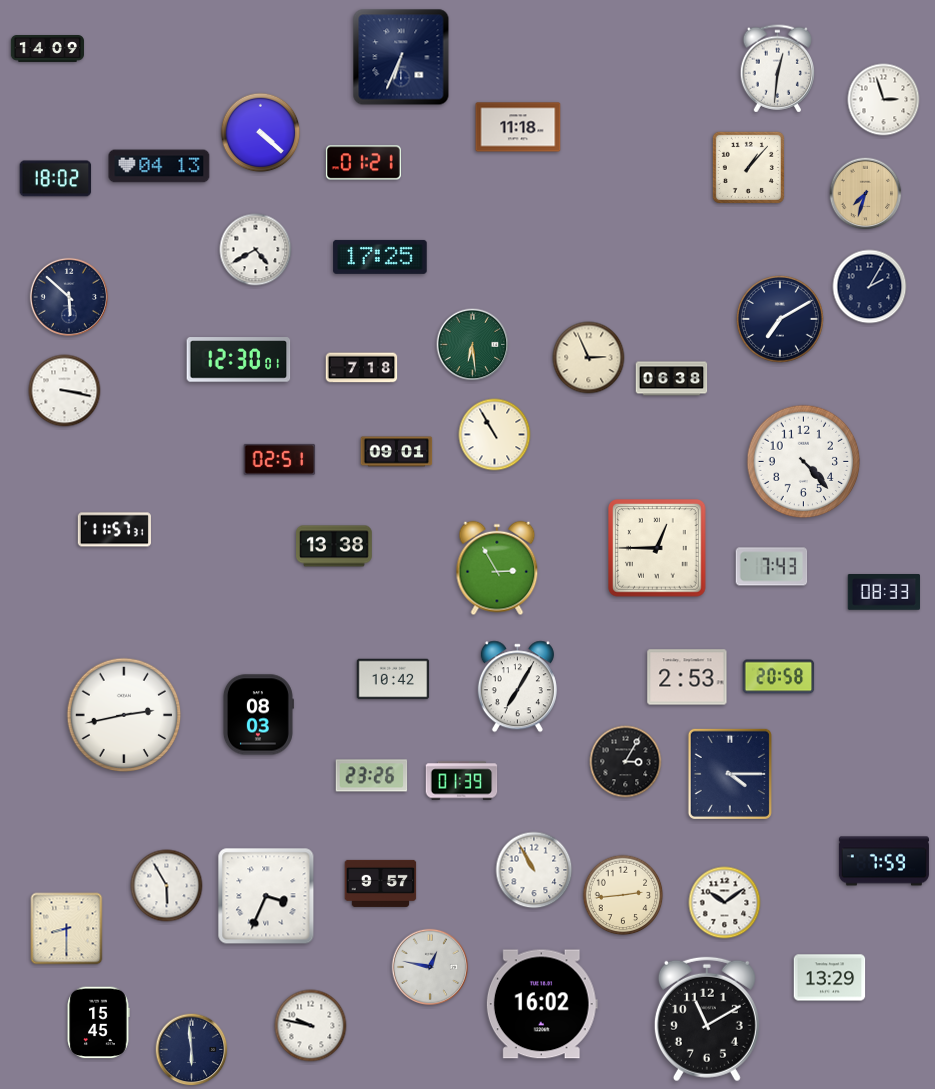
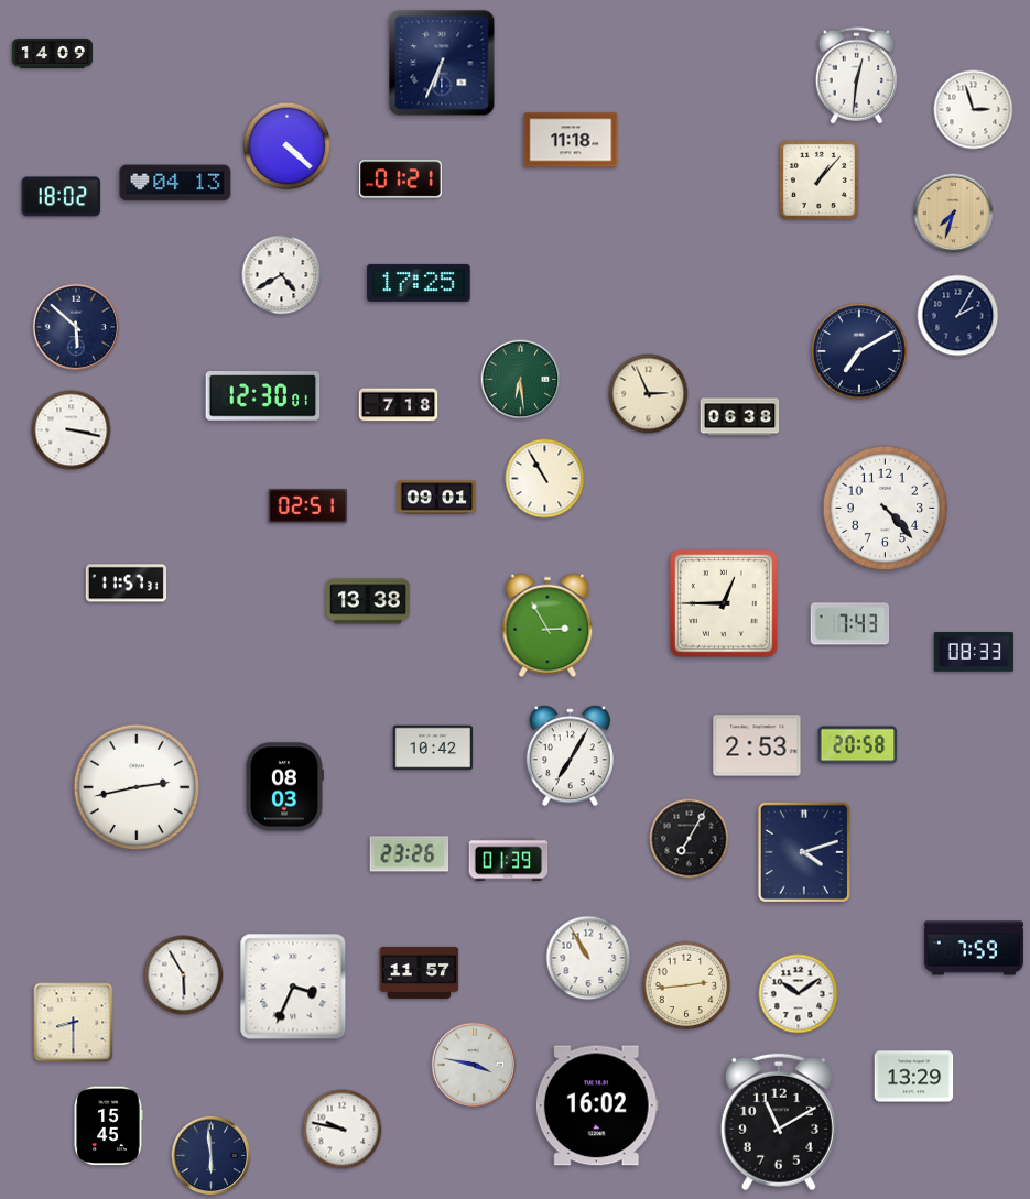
clock at (748, 167) position: (748, 167) -> (818, 179)
clock at (626, 762): 3:05 -> 7:05
clock at (730, 774): 4:15 -> 4:12
clock at (381, 883): 9:57 -> 11:57
clock at (430, 967): 12:47 -> 3:47
